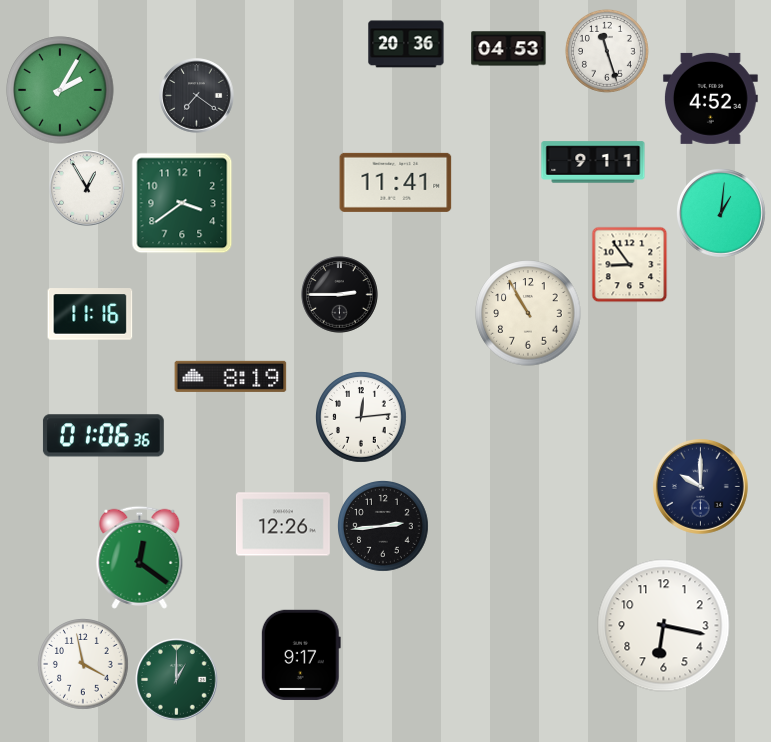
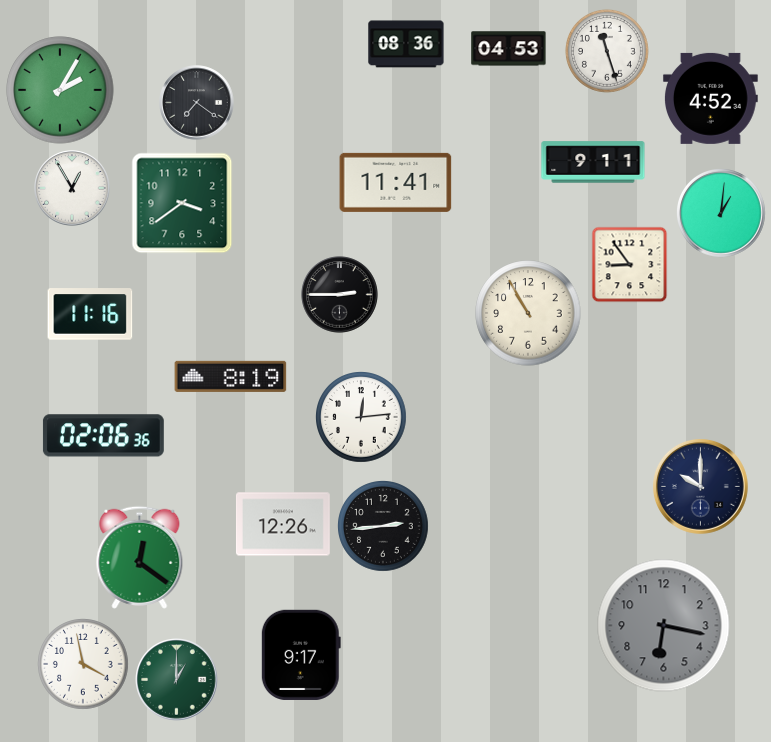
clock at (406, 44): 20:36 -> 08:36
clock at (197, 96) position: (197, 96) -> (197, 103)
clock at (87, 188) position: (87, 188) -> (72, 188)
clock at (103, 436): 01:06 -> 02:06
clock at (664, 626) dial: white -> grey
